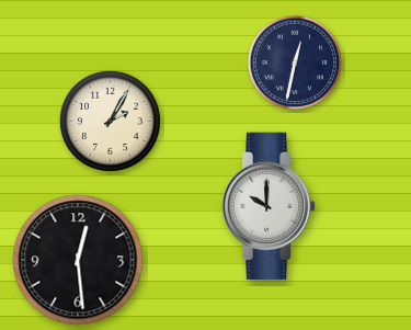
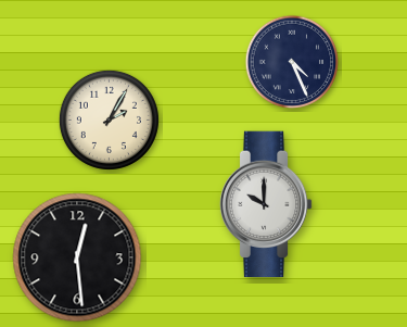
clock at (295, 62): 12:32 -> 4:26
